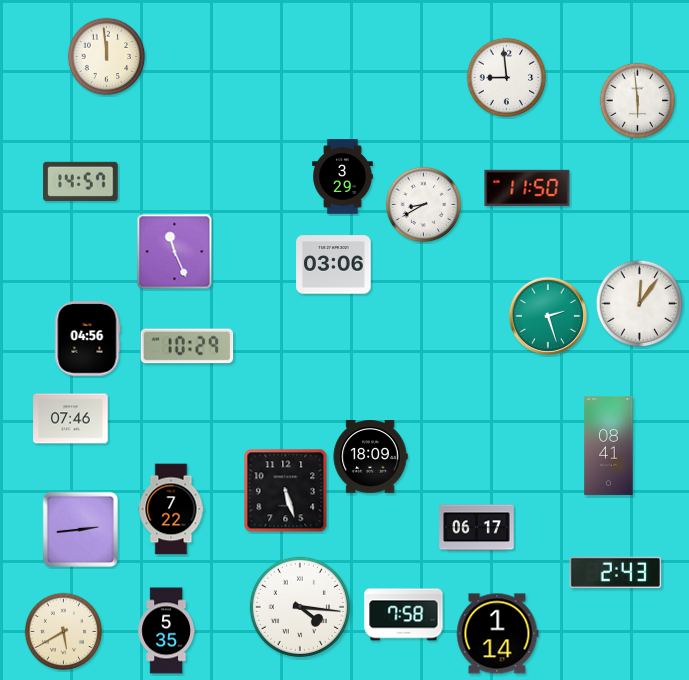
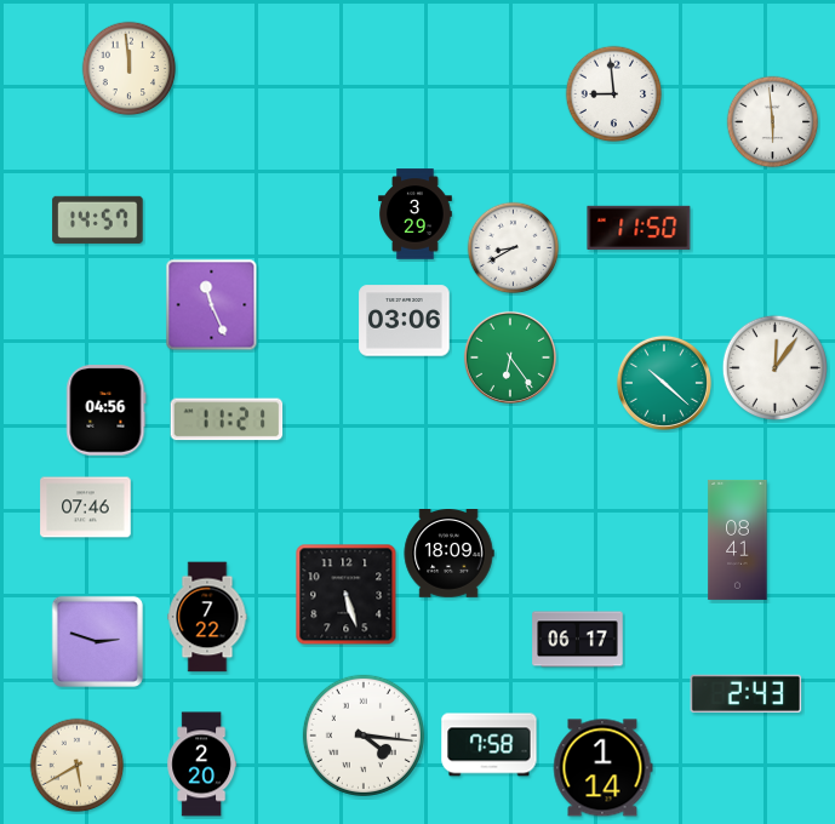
clock at (510, 357): none -> 6:24
clock at (548, 316): 2:27 -> 10:22
clock at (187, 346): 10:29 -> 11:21
clock at (80, 529): 2:44 -> 2:48
clock at (167, 631): 5:35 -> 2:20
